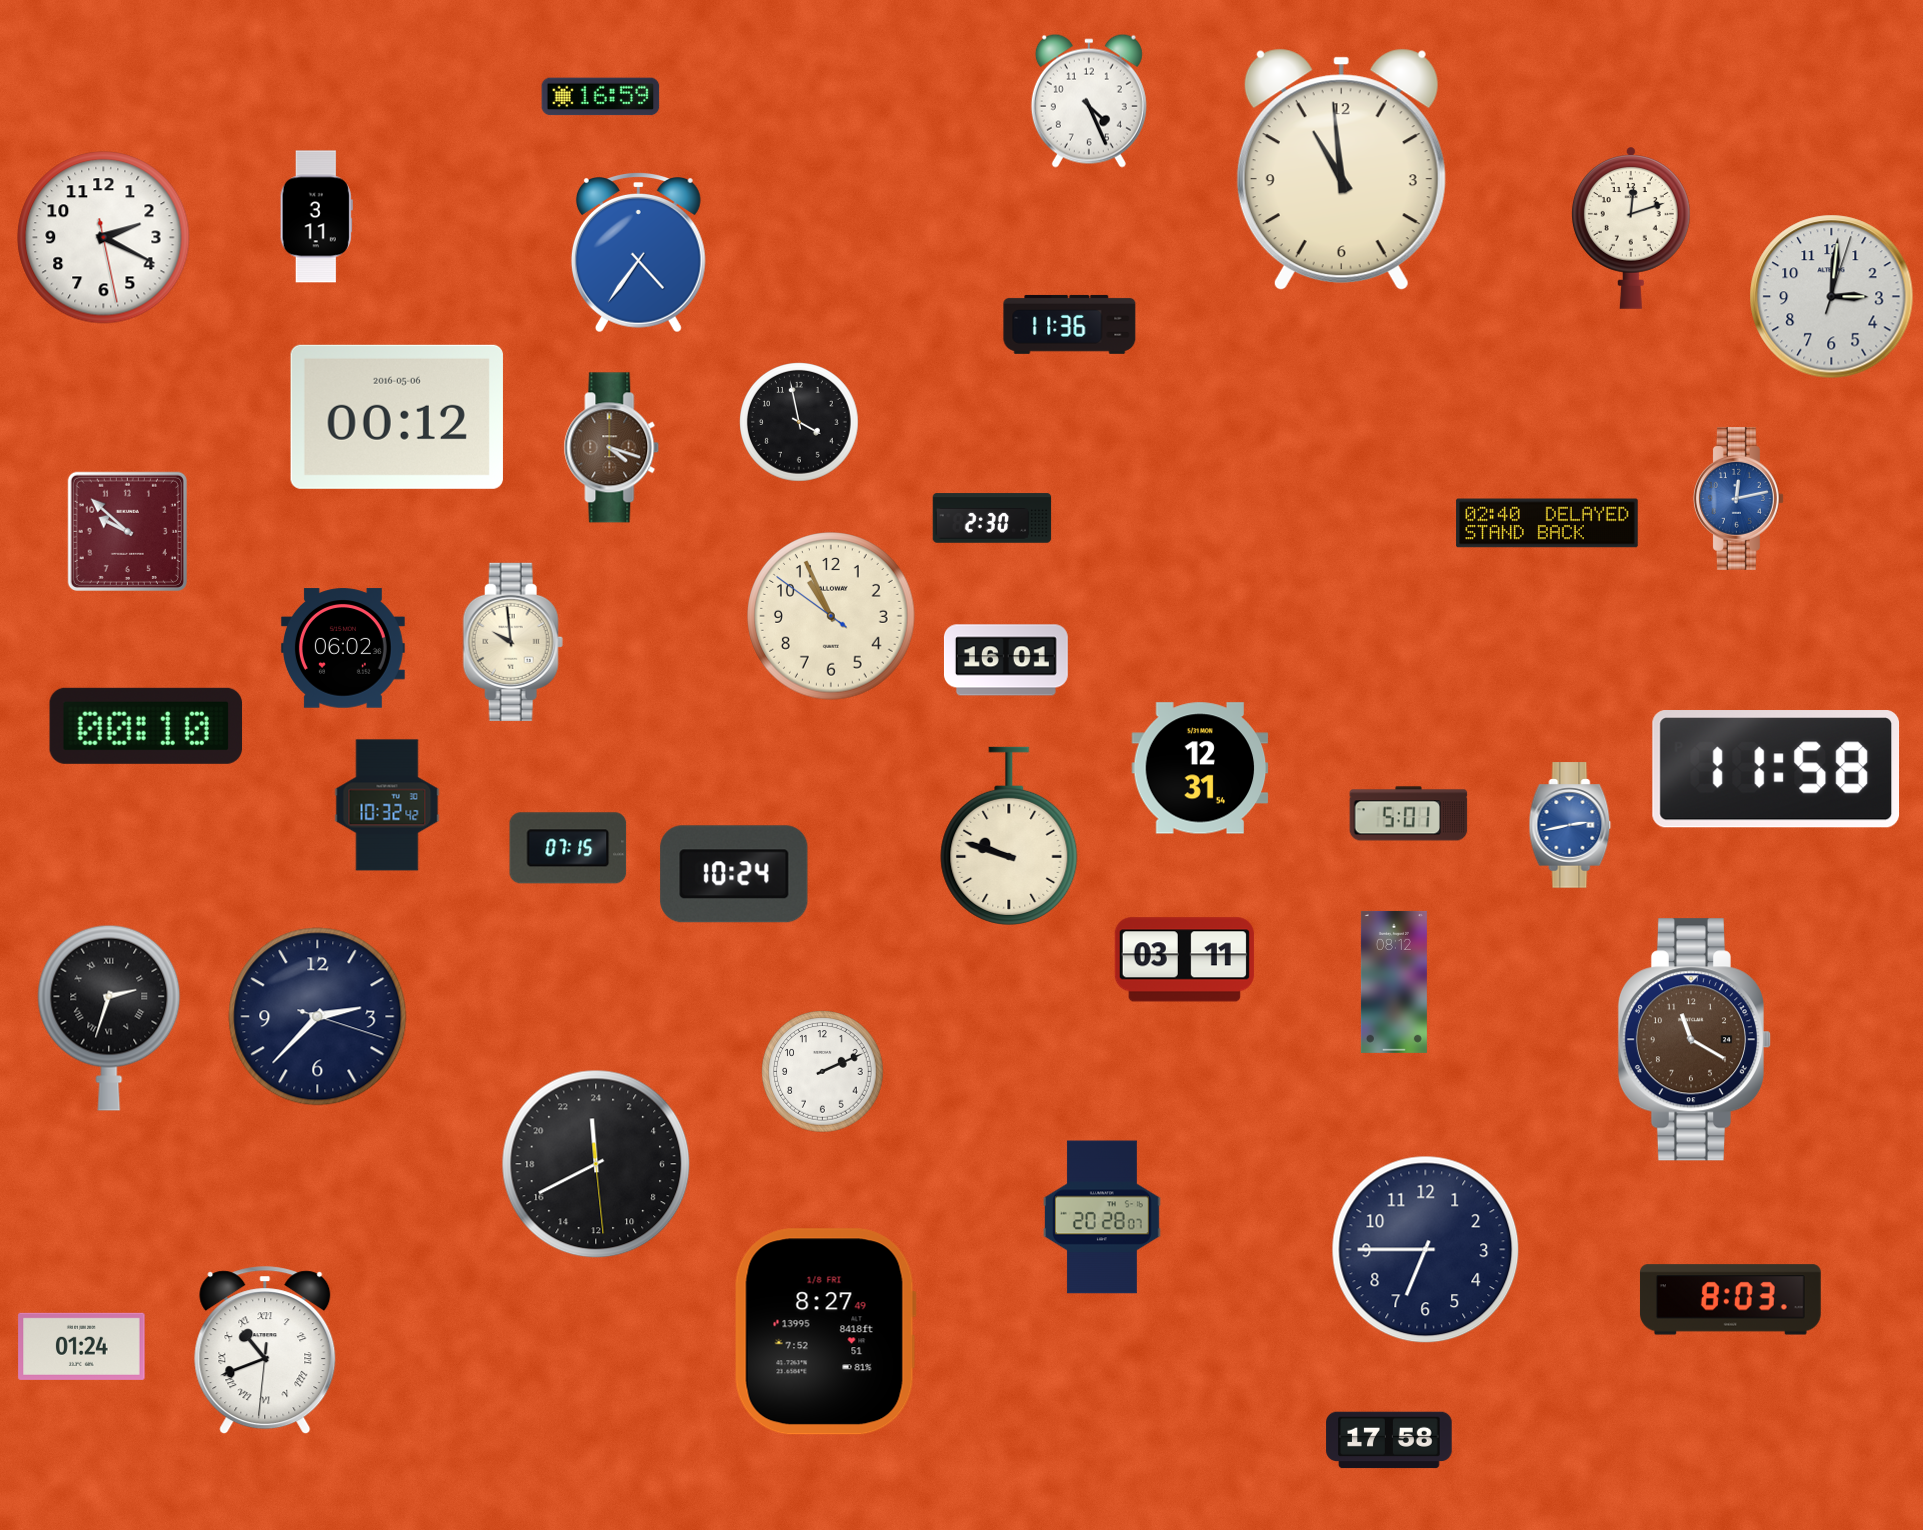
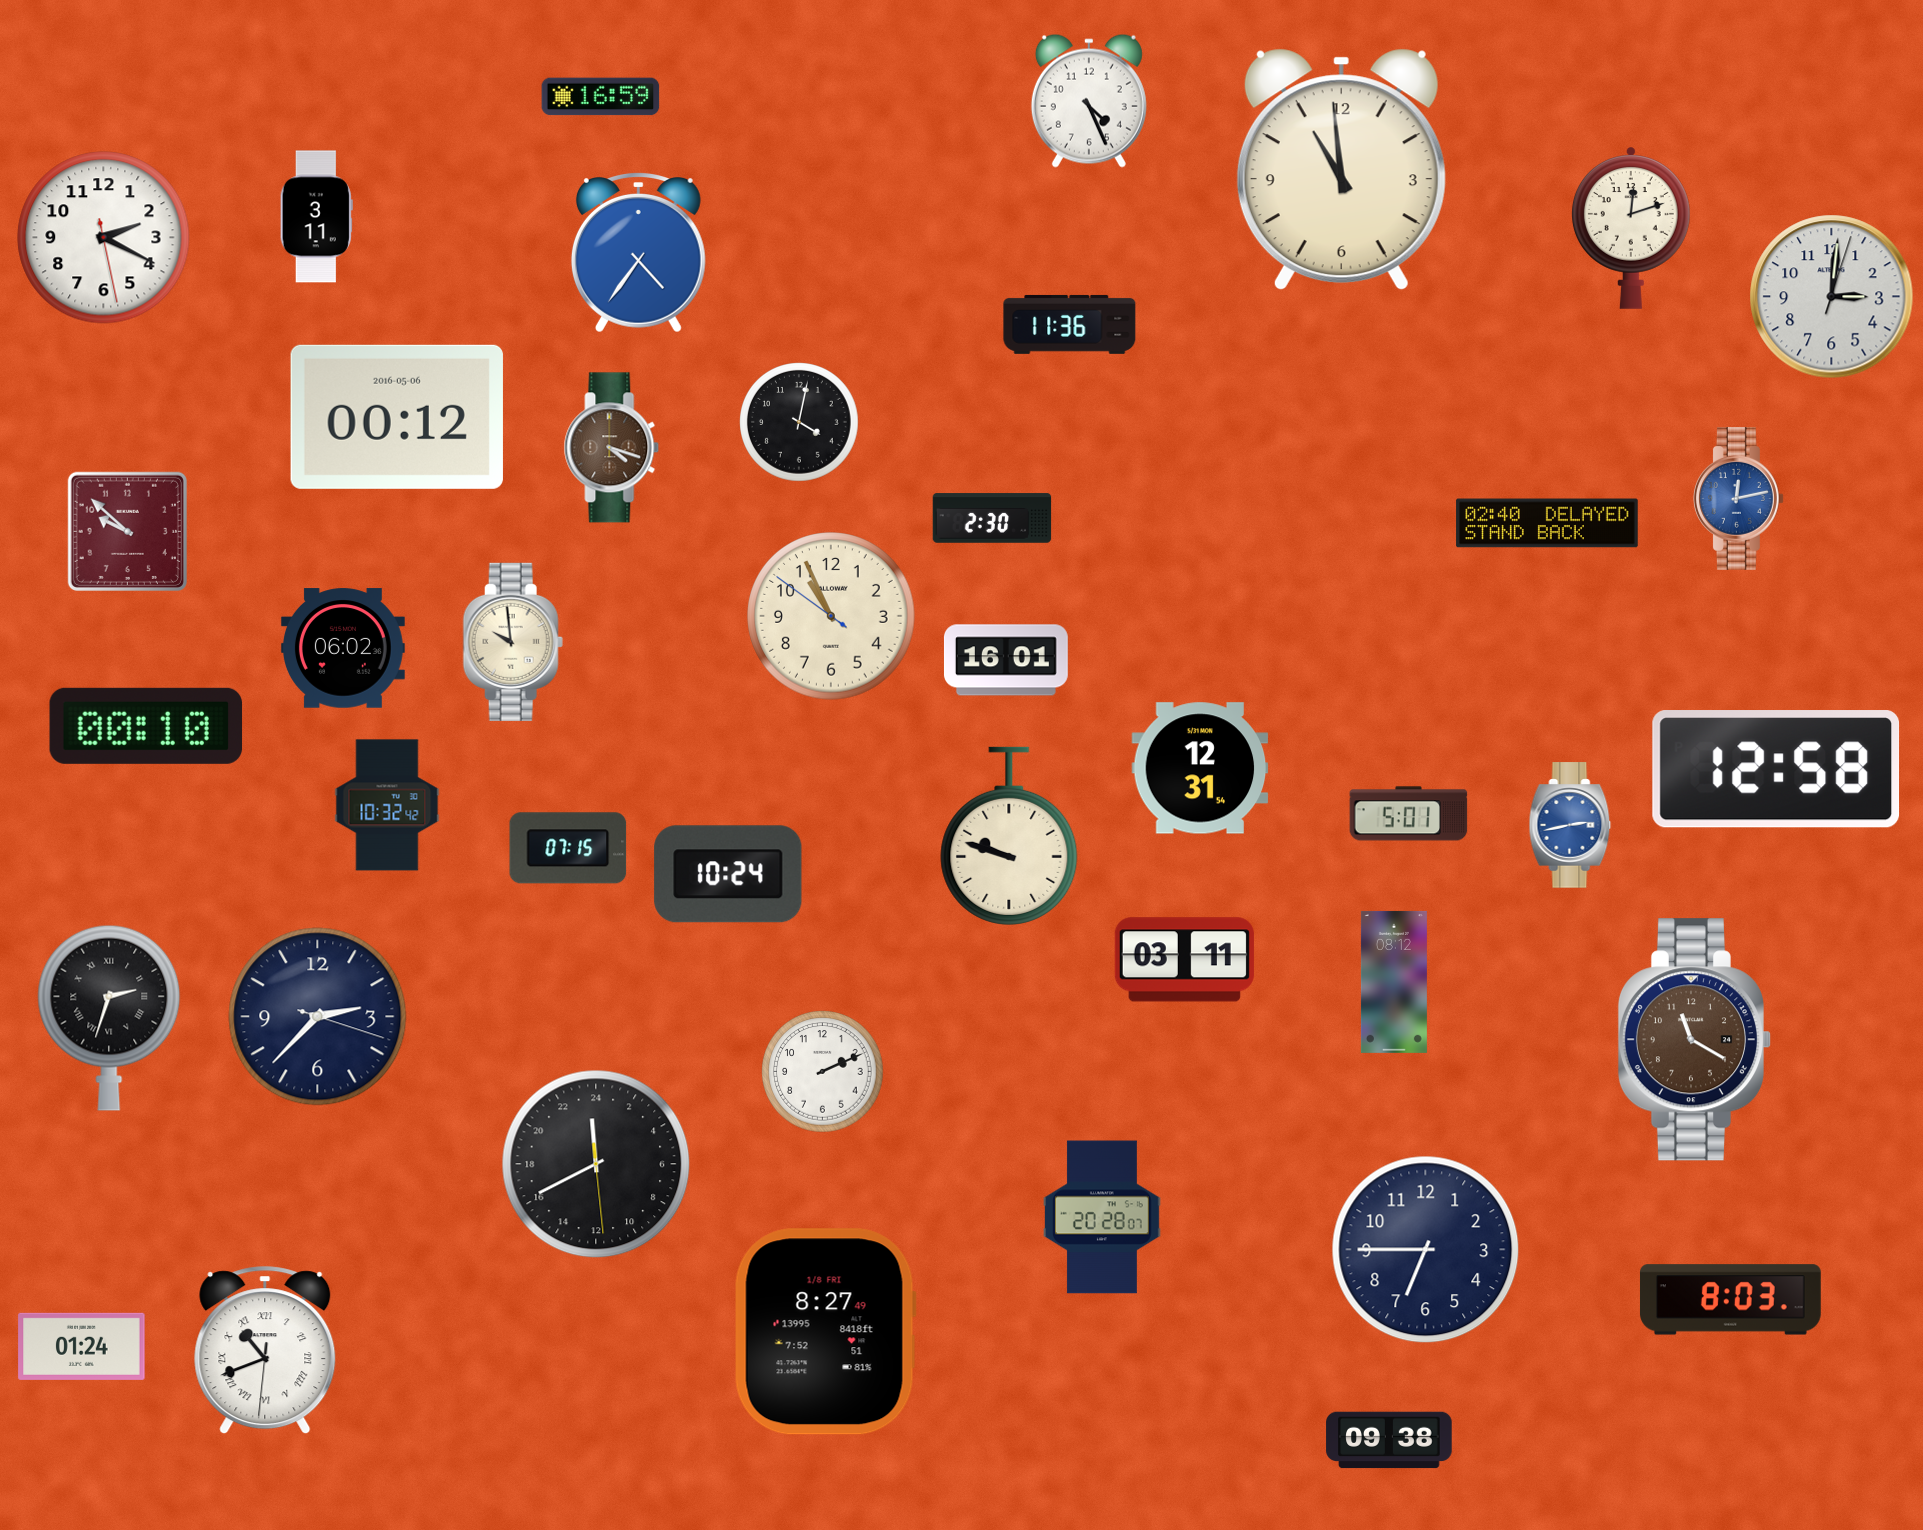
clock at (800, 423): 3:58 -> 4:02
clock at (1776, 769): 11:58 -> 12:58
clock at (734, 874) position: (734, 874) -> (728, 874)
clock at (1389, 1440): 17:58 -> 09:38
